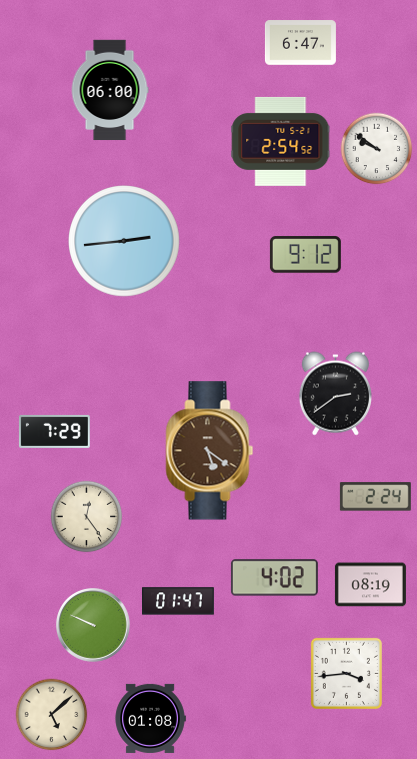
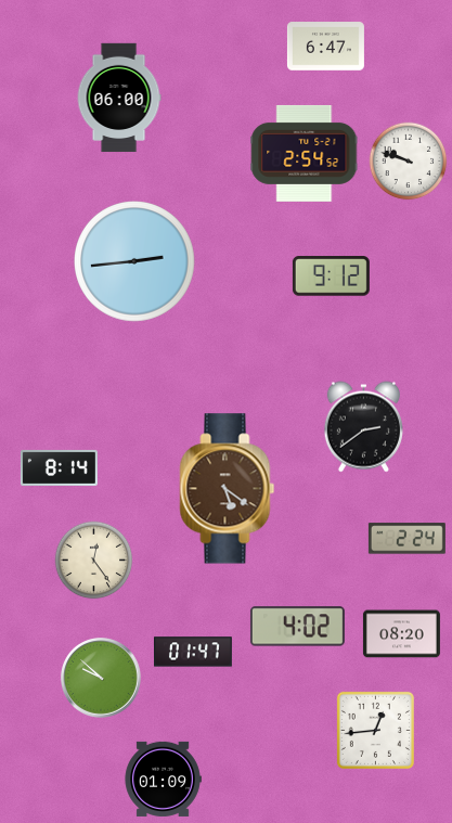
clock at (377, 149): 9:51 -> 9:48
clock at (54, 431): 7:29 -> 8:14
clock at (370, 585): 08:19 -> 08:20
clock at (94, 626): 9:49 -> 9:52
clock at (346, 673): 3:44 -> 12:44
clock at (52, 715): 5:08 -> none
clock at (150, 718): 01:08 -> 01:09
